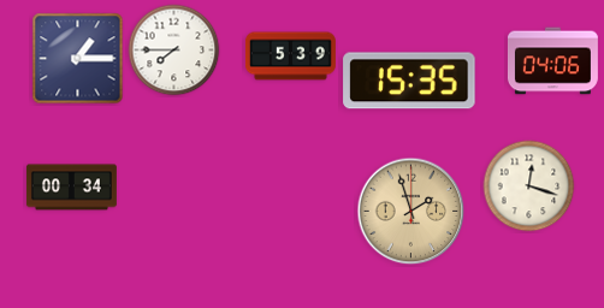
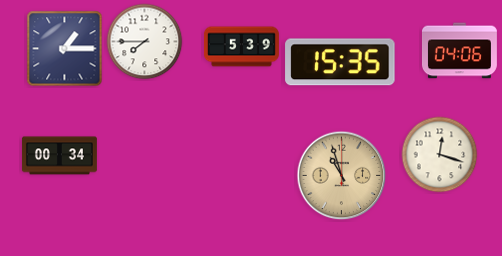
clock at (409, 81) position: (409, 81) -> (340, 62)
clock at (411, 212): 1:57 -> 10:57
